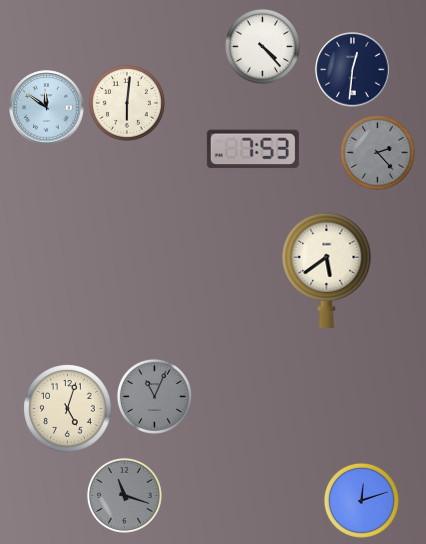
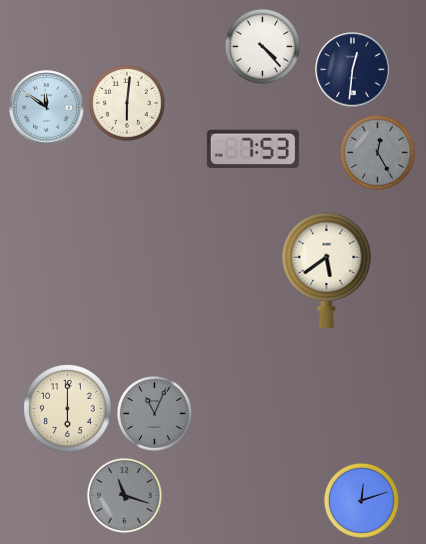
clock at (377, 152): 2:23 -> 12:25
clock at (154, 396) position: (154, 396) -> (154, 413)
clock at (68, 409): 5:03 -> 6:00
